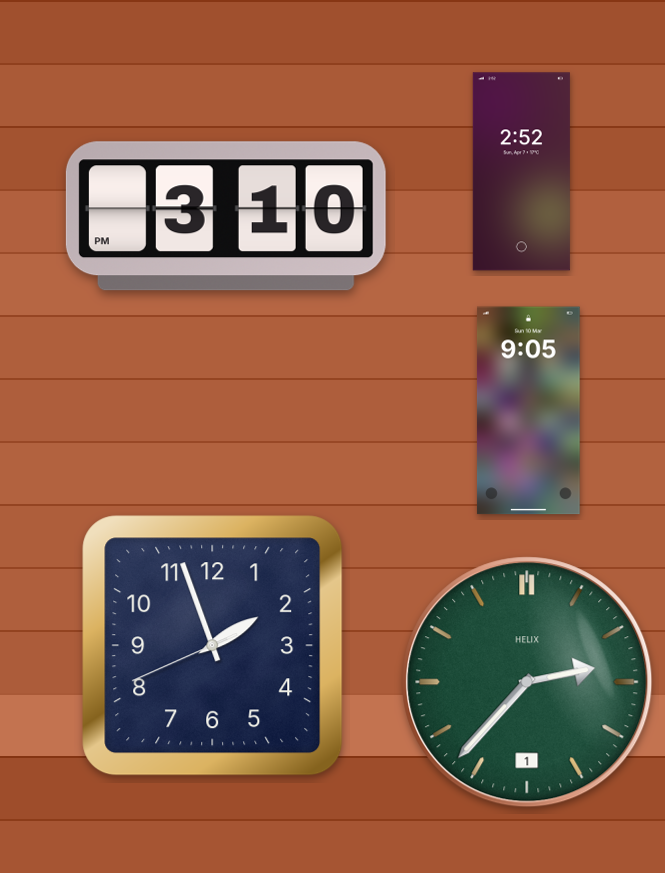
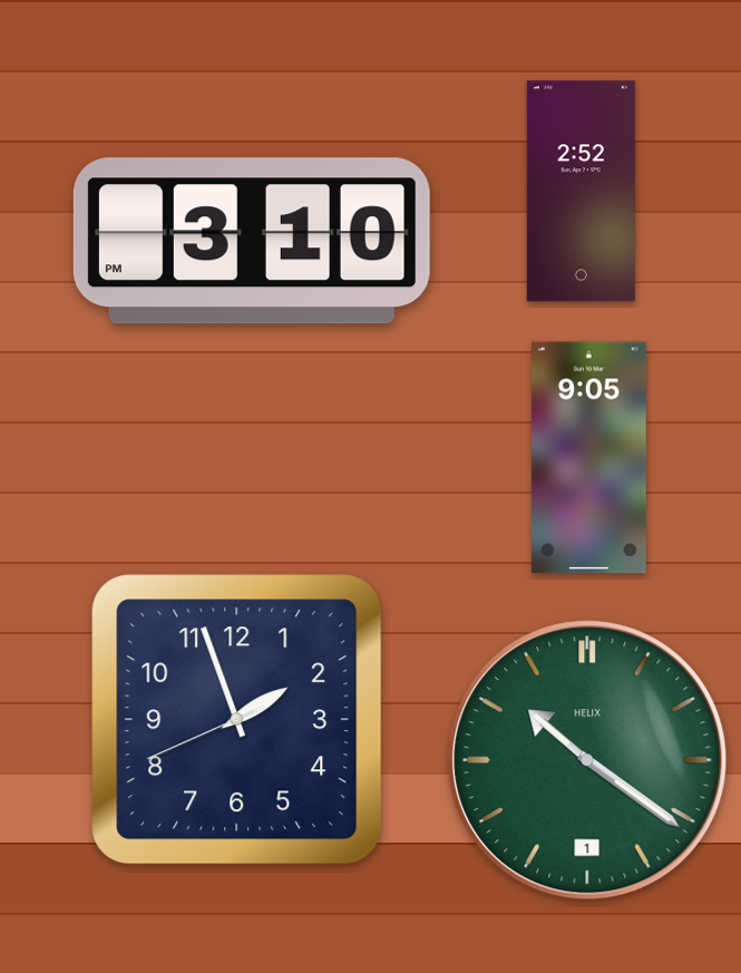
clock at (527, 682): 2:37 -> 10:21
